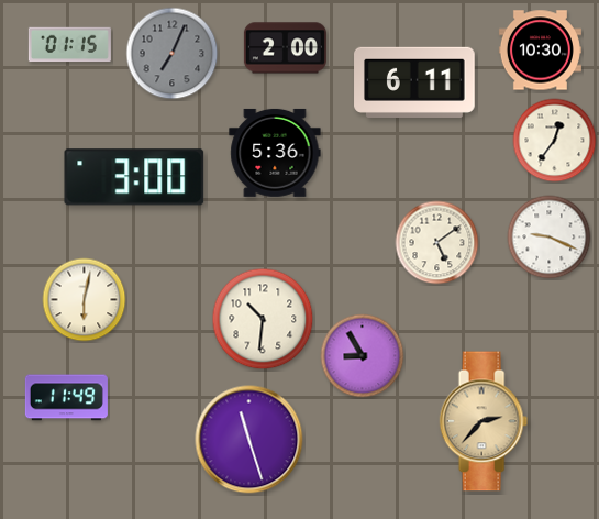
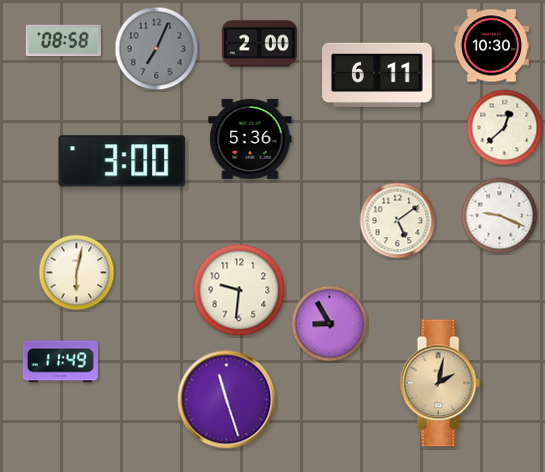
clock at (69, 45): 01:15 -> 08:58
clock at (555, 141): 12:36 -> 12:38
clock at (263, 319): 10:31 -> 9:31
clock at (484, 421): 2:37 -> 2:02
